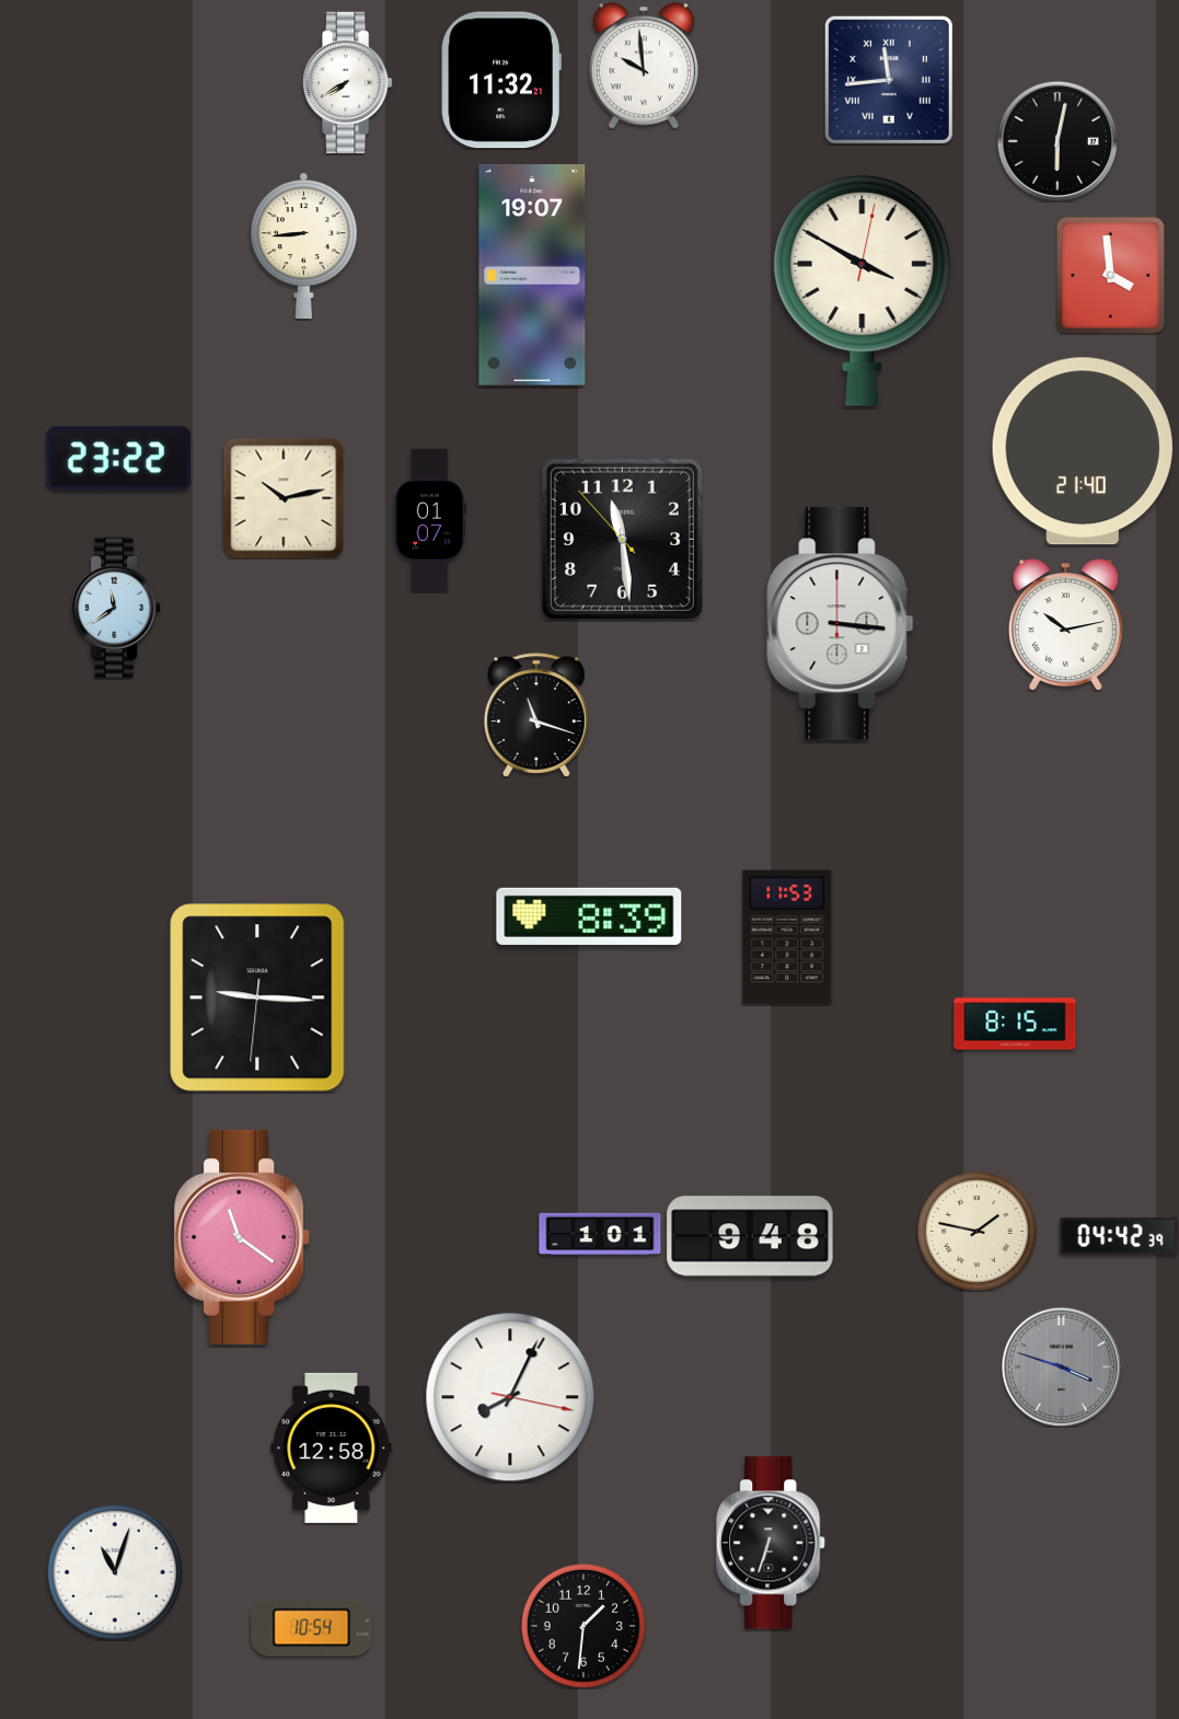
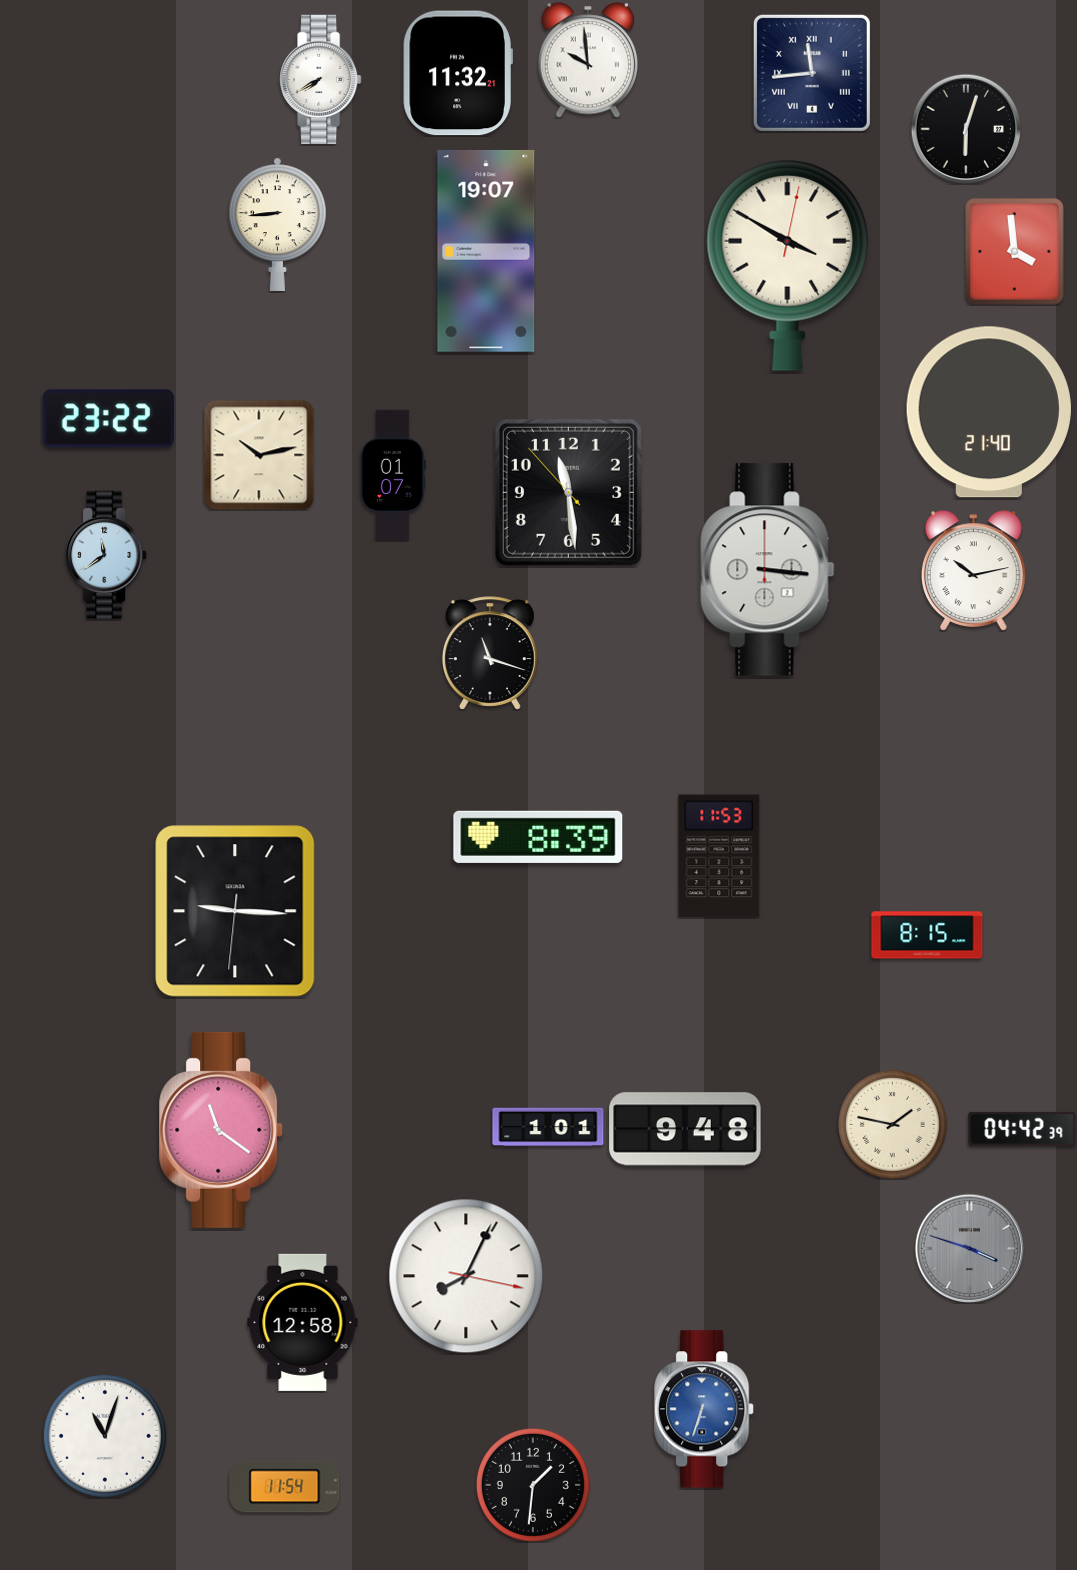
clock at (348, 83) position: (348, 83) -> (321, 80)
clock at (1057, 141): 6:02 -> 6:03
clock at (772, 1543) dial: black -> blue
clock at (312, 1628): 10:54 -> 11:54
